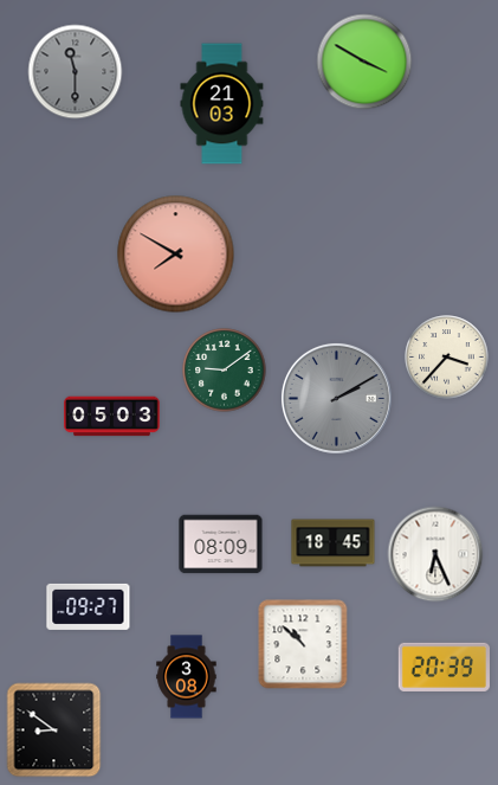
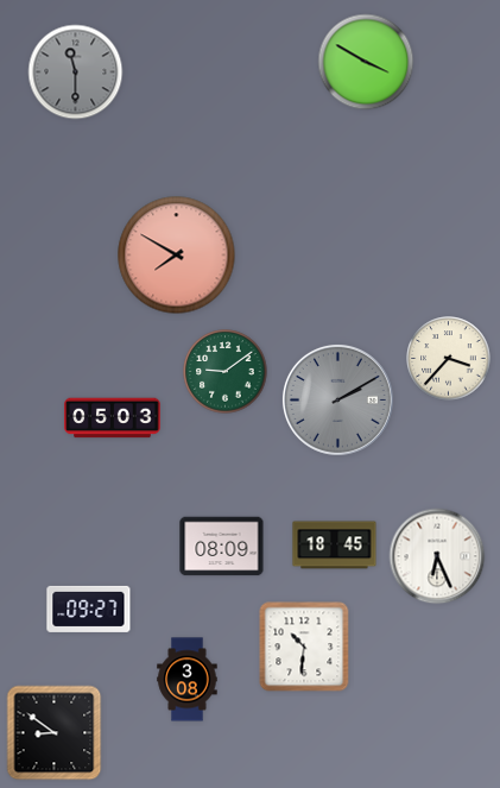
clock at (222, 104): 21:03 -> none
clock at (303, 644): 10:52 -> 10:31
clock at (444, 667): 20:39 -> none
